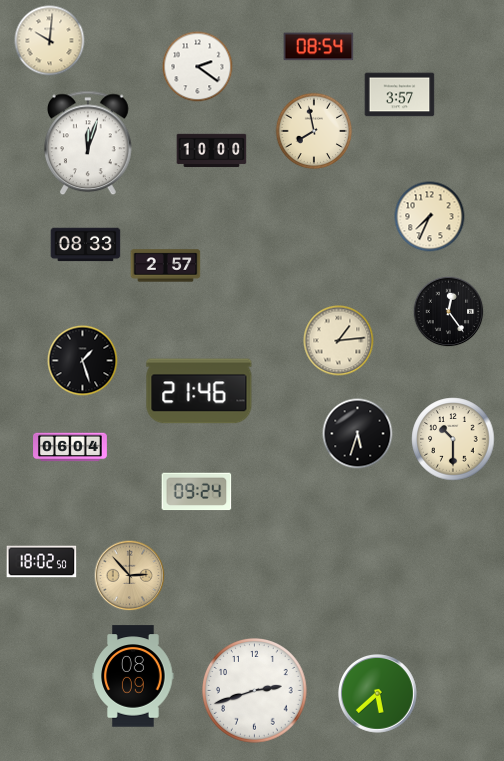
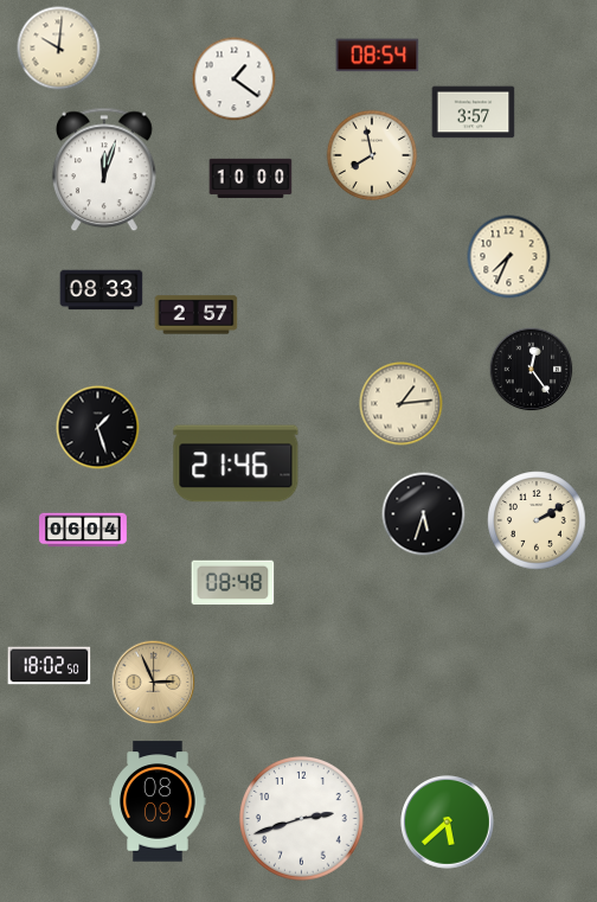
clock at (198, 67): 2:21 -> 1:21
clock at (453, 439): 10:30 -> 2:10
clock at (197, 492): 09:24 -> 08:48
clock at (130, 576): 2:53 -> 2:56
